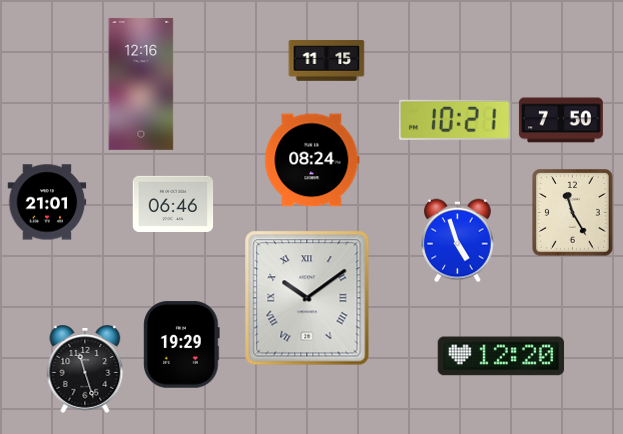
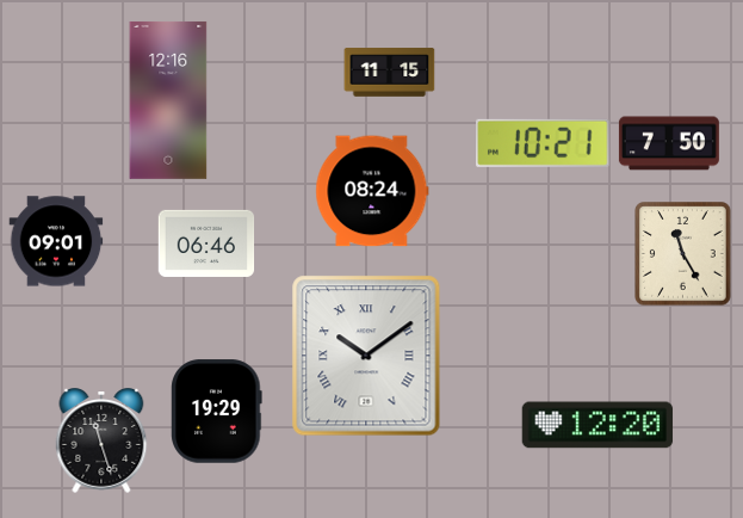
clock at (47, 202): 21:01 -> 09:01
clock at (458, 241): 4:57 -> none
